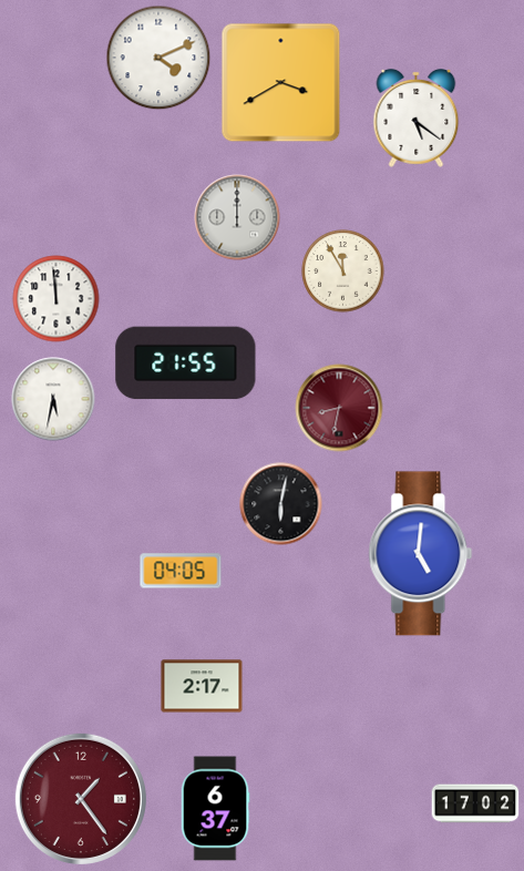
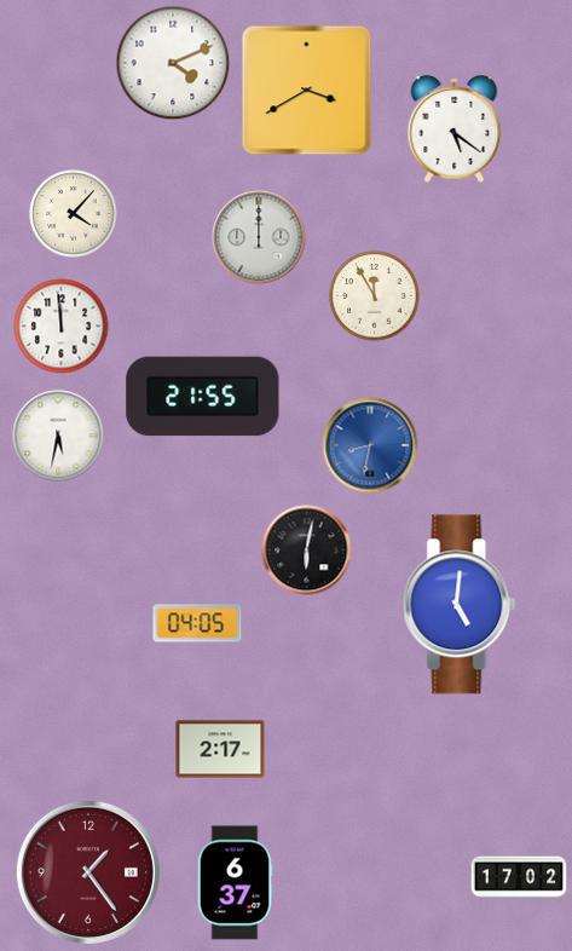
clock at (74, 214): none -> 4:07
clock at (339, 408) dial: burgundy -> blue
